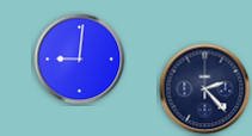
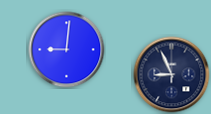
clock at (205, 89): 2:23 -> 8:56
